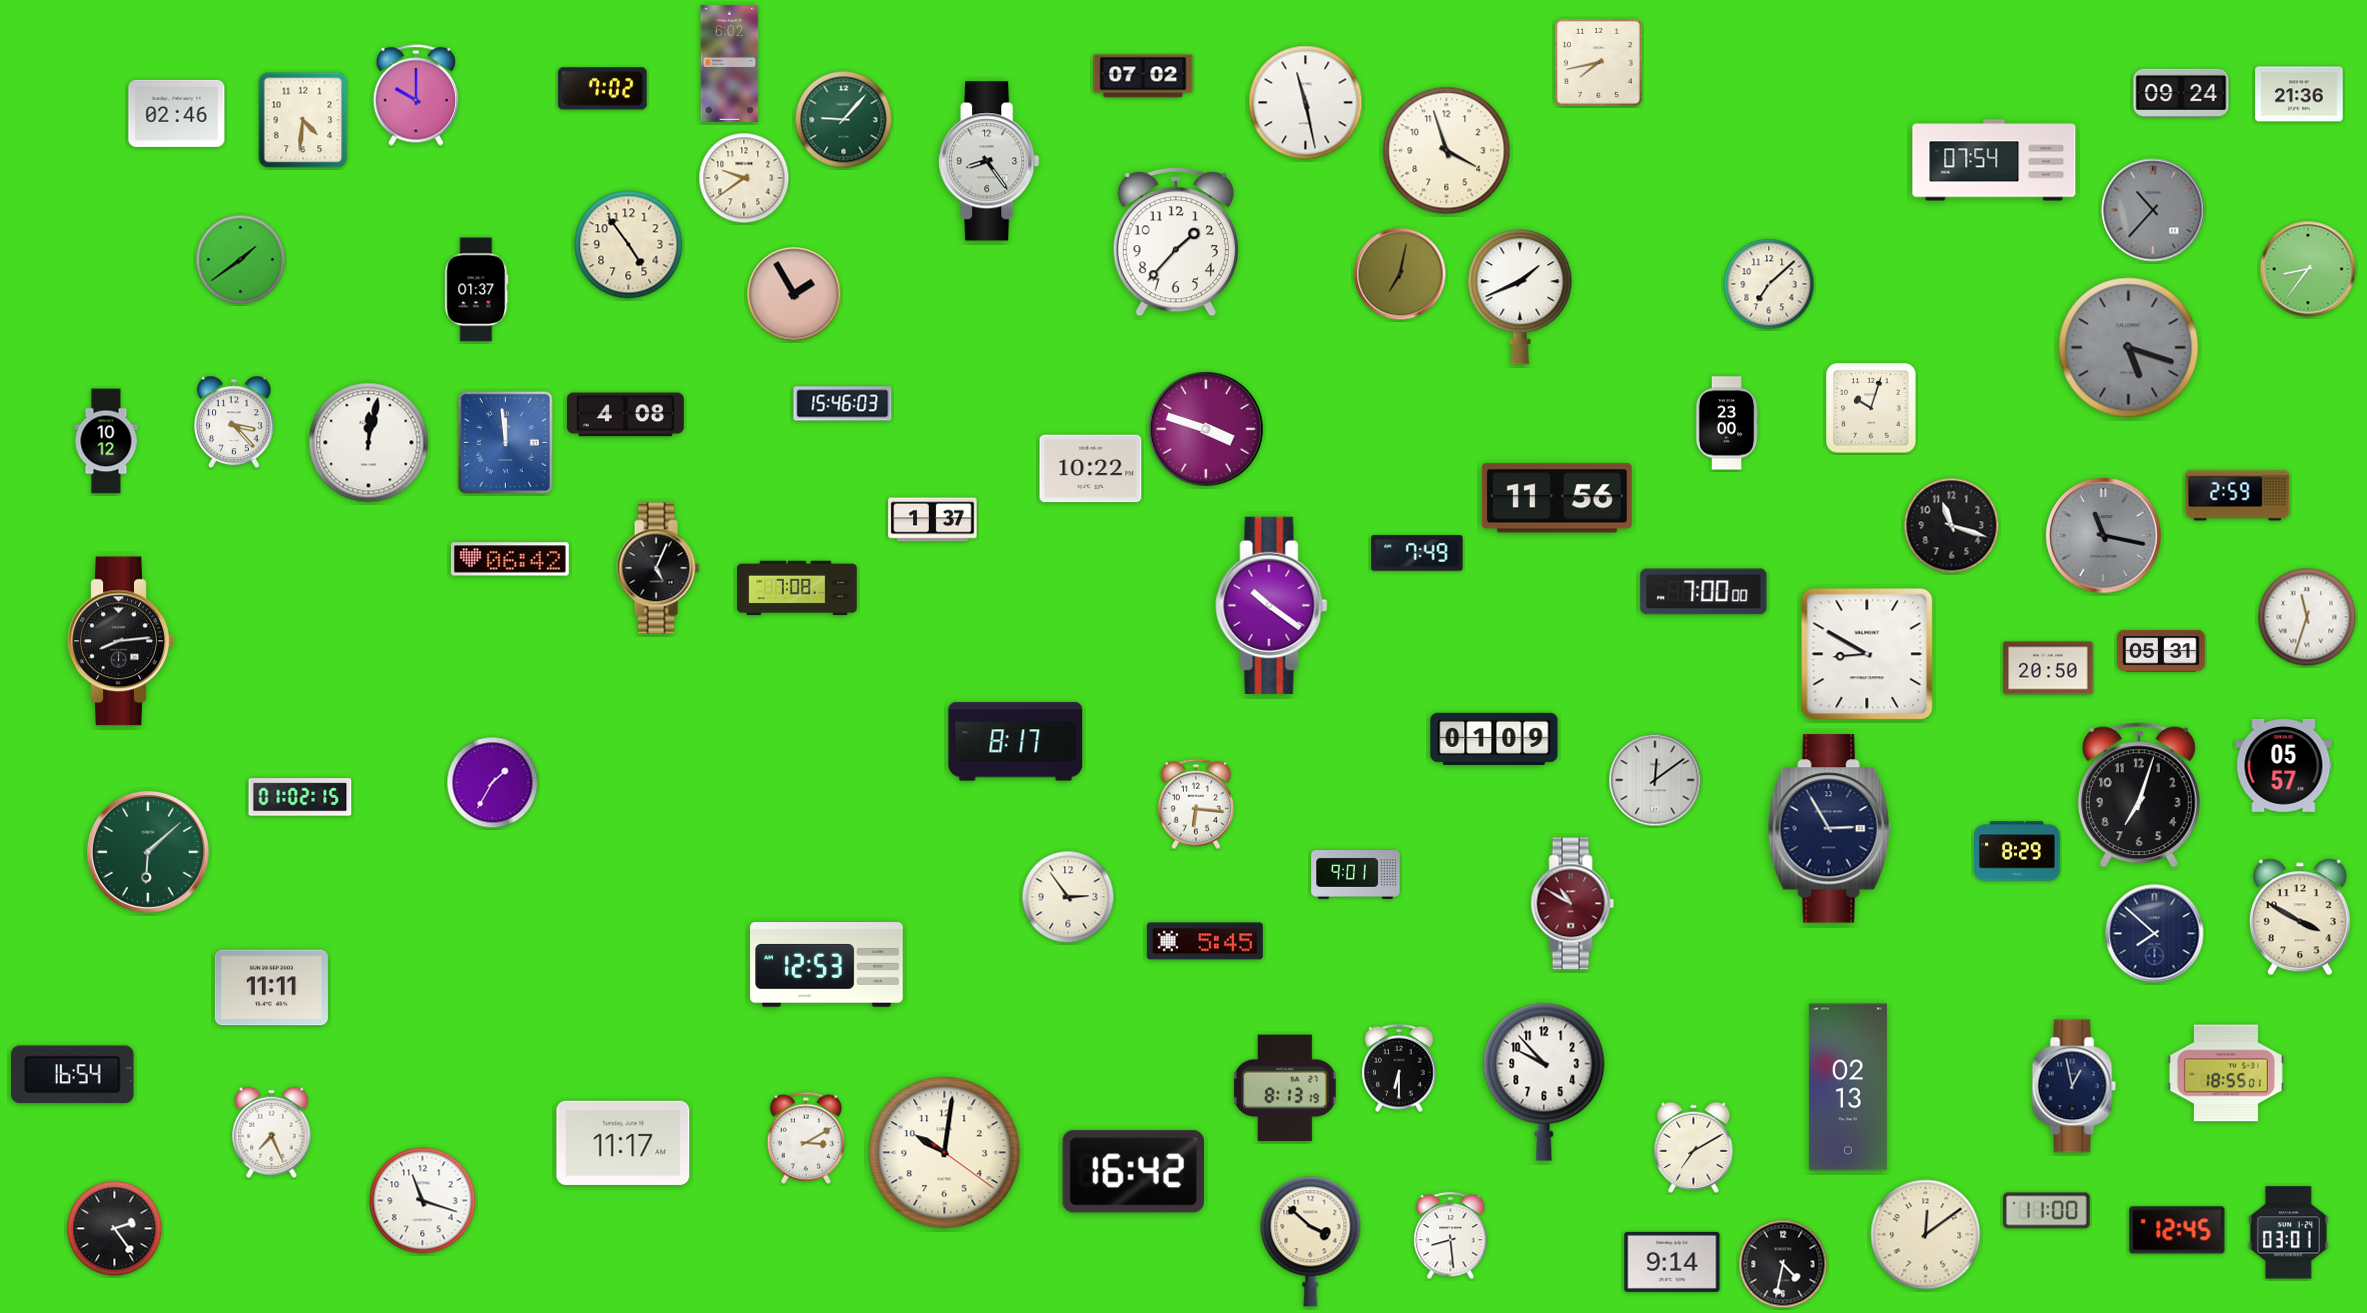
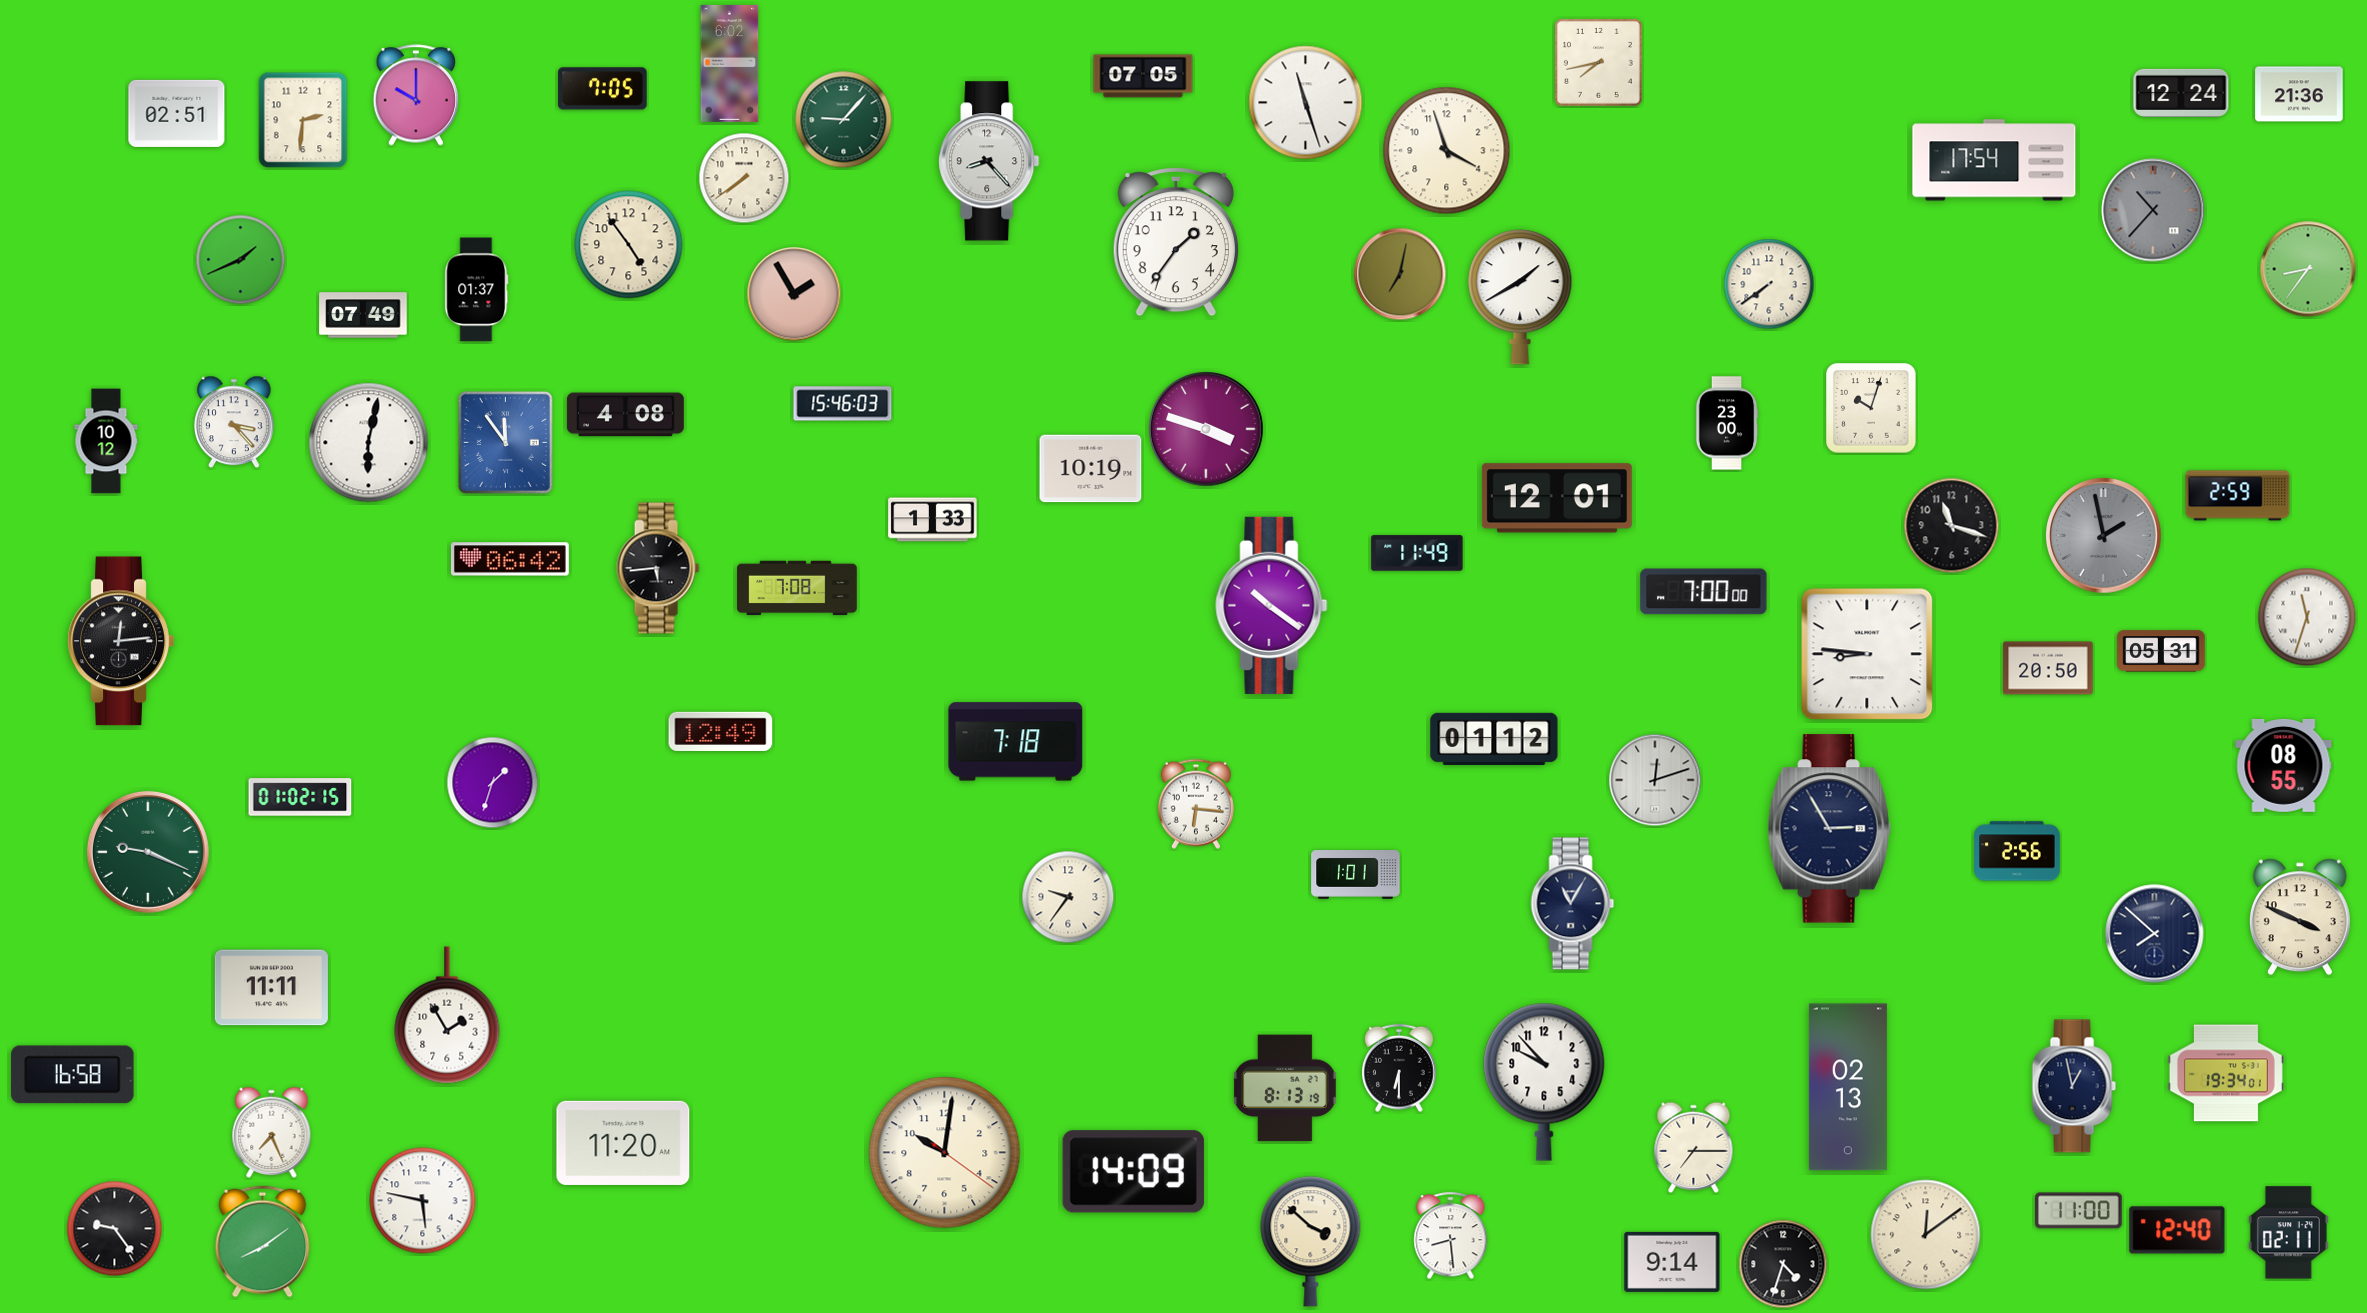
clock at (1143, 76): 07:02 -> 07:05
clock at (603, 89): 7:02 -> 7:05
clock at (2181, 93): 09:24 -> 12:24
clock at (1306, 103): 11:28 -> 11:27
clock at (177, 113): 02:46 -> 02:51
clock at (303, 120): 4:31 -> 2:31
clock at (1994, 160): 07:54 -> 17:54
clock at (989, 161): 8:24 -> 8:23
clock at (744, 178): 9:39 -> 7:39
clock at (1176, 242): 1:37 -> 1:36
clock at (241, 260): 1:39 -> 1:41
clock at (1769, 284): 7:08 -> 7:39
clock at (1520, 297): 1:41 -> 1:40
clock at (363, 315): none -> 07:49
clock at (2129, 348): 5:18 -> none
clock at (505, 442): 11:59 -> 11:54
clock at (369, 443): 12:02 -> 6:02
clock at (1091, 469): 10:22 -> 10:19
clock at (1557, 498): 11:56 -> 12:01
clock at (933, 520): 1:37 -> 1:33
clock at (2104, 536): 11:17 -> 1:58
clock at (1417, 553): 7:49 -> 11:49
clock at (658, 568): 5:04 -> 5:44
clock at (121, 641): 8:14 -> 12:14
clock at (1867, 654): 8:50 -> 8:46
clock at (721, 731): none -> 12:49
clock at (1494, 738): 01:09 -> 01:12
clock at (1016, 742): 8:17 -> 7:18
clock at (2284, 765): 05:57 -> 08:55
clock at (1655, 780): 12:09 -> 12:12
clock at (493, 783): 1:35 -> 1:33
clock at (2139, 795): 7:03 -> none
clock at (2017, 851): 8:29 -> 2:56
clock at (148, 852): 6:08 -> 9:19
clock at (1356, 875): 9:01 -> 1:01
clock at (1068, 897): 2:54 -> 9:36
clock at (1573, 904): 10:50 -> 11:05
clock at (1573, 904) dial: burgundy -> navy
clock at (2300, 917): 3:50 -> 3:49
clock at (1205, 941): 5:45 -> none
clock at (827, 965): 12:53 -> none
clock at (447, 1015): none -> 1:55
clock at (2226, 1073): 18:55 -> 19:34
clock at (73, 1075): 16:54 -> 16:58
clock at (806, 1138): 3:10 -> none
clock at (623, 1143): 11:17 -> 11:20
clock at (1694, 1147): 7:10 -> 7:15
clock at (1133, 1172): 16:42 -> 14:09
clock at (423, 1201): 11:18 -> 5:47
clock at (2047, 1211) position: (2047, 1211) -> (2079, 1211)
clock at (115, 1229): 2:24 -> 9:24
clock at (2177, 1230): 12:45 -> 12:40
clock at (2289, 1233): 03:01 -> 02:11
clock at (263, 1242): none -> 8:09
clock at (1783, 1264): 4:32 -> 4:33
